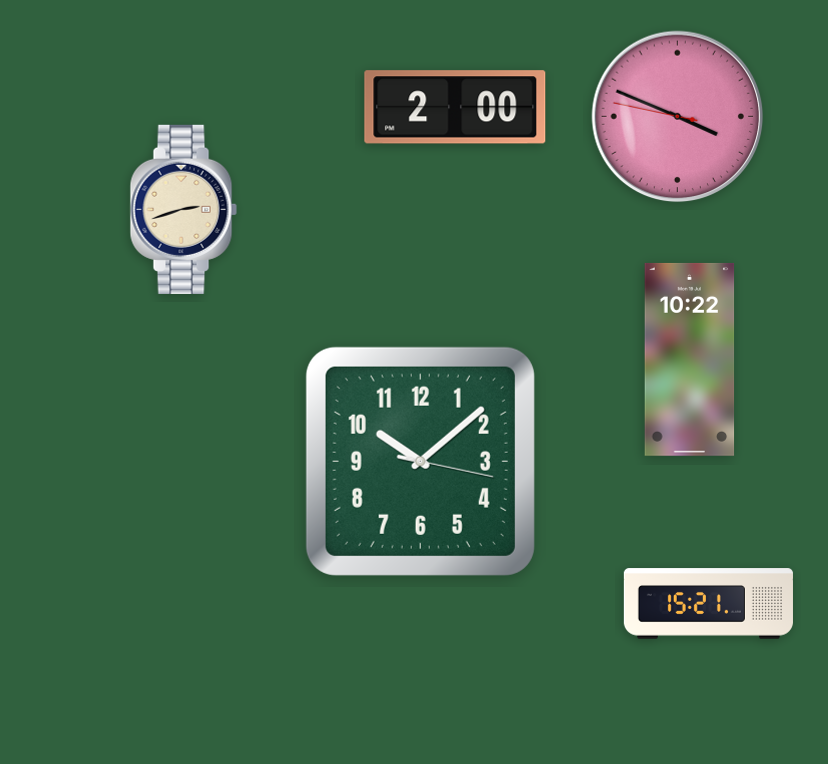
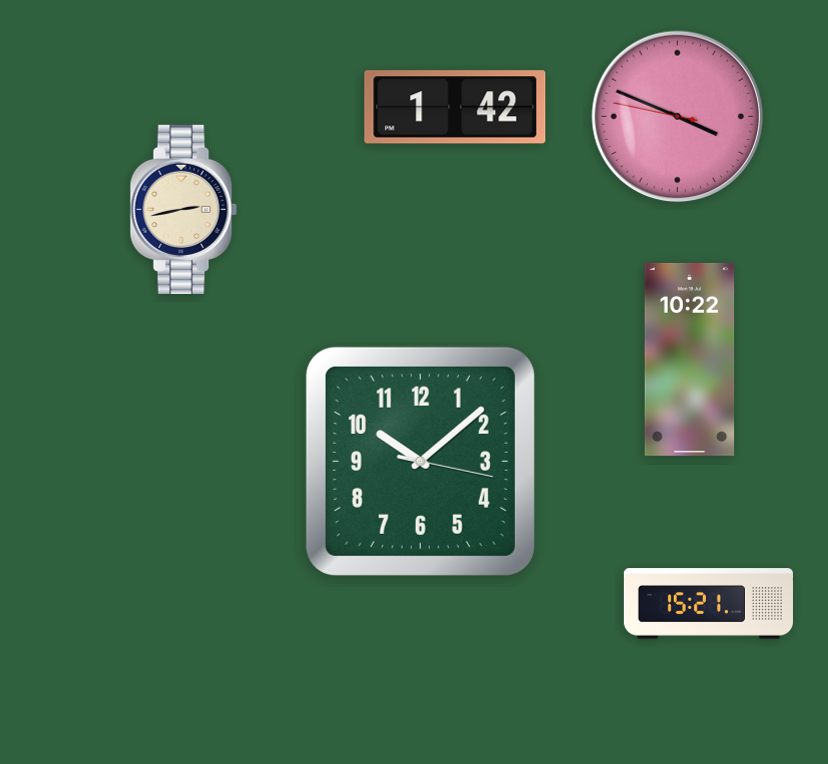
clock at (455, 107): 2:00 -> 1:42
clock at (183, 209): 2:42 -> 2:43
